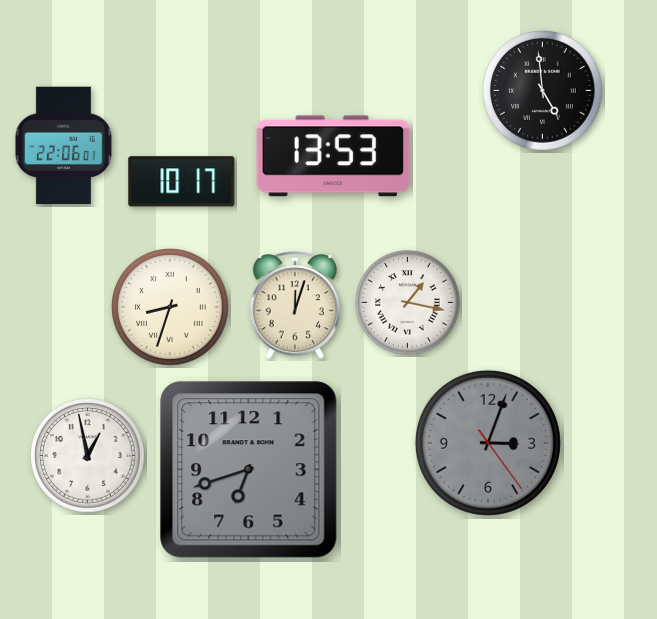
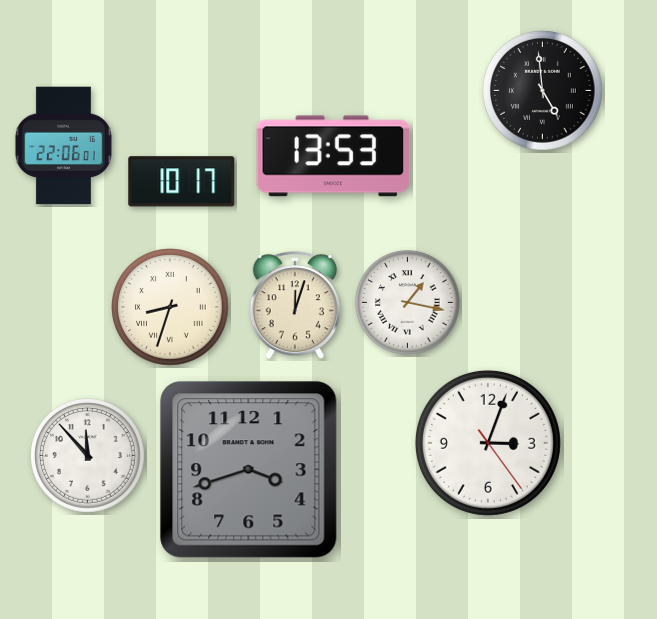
clock at (488, 443) dial: grey -> white
clock at (88, 456): 12:58 -> 11:53
clock at (249, 470): 6:42 -> 3:42
